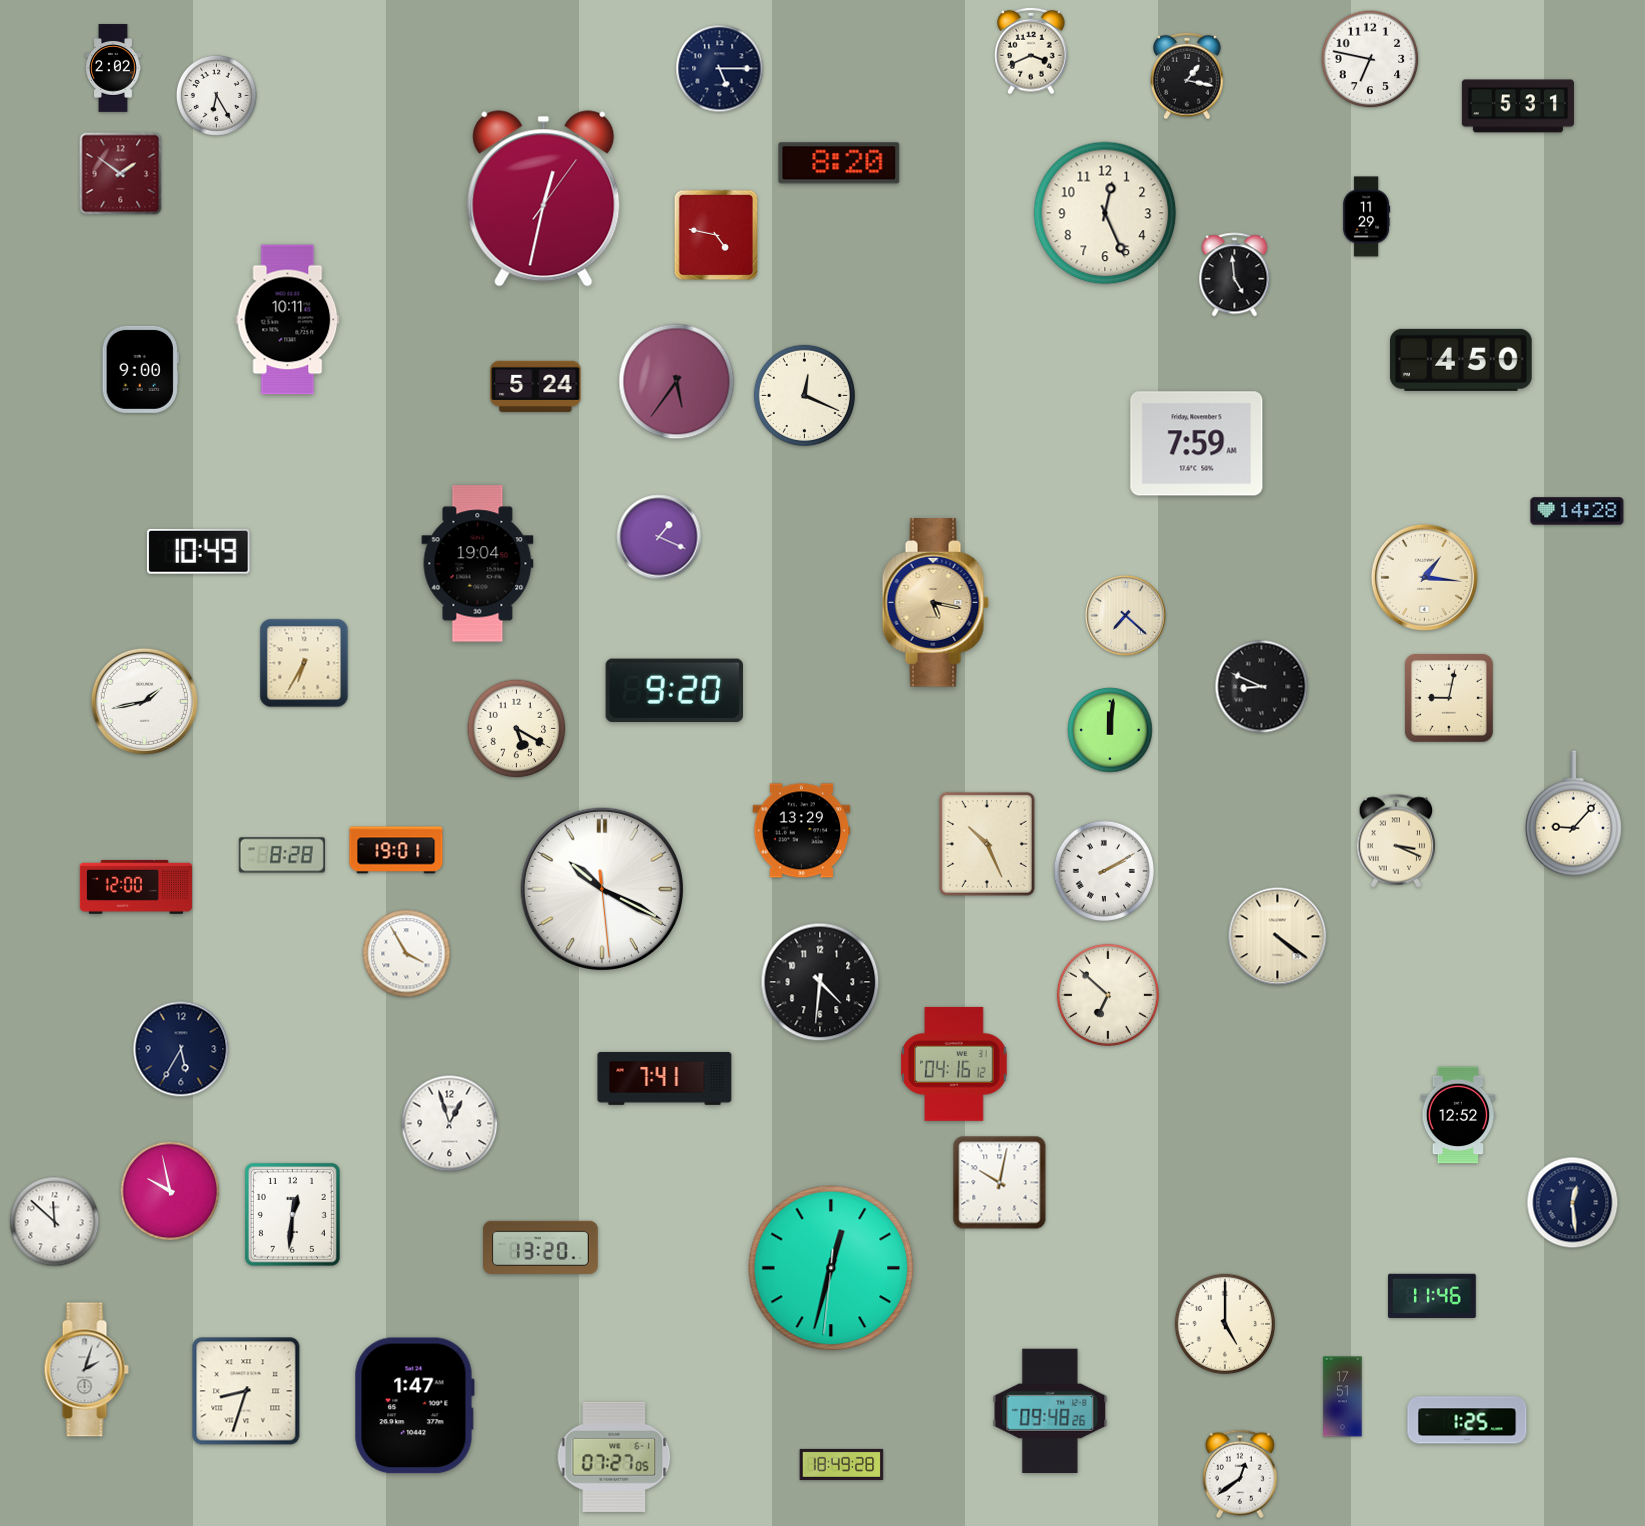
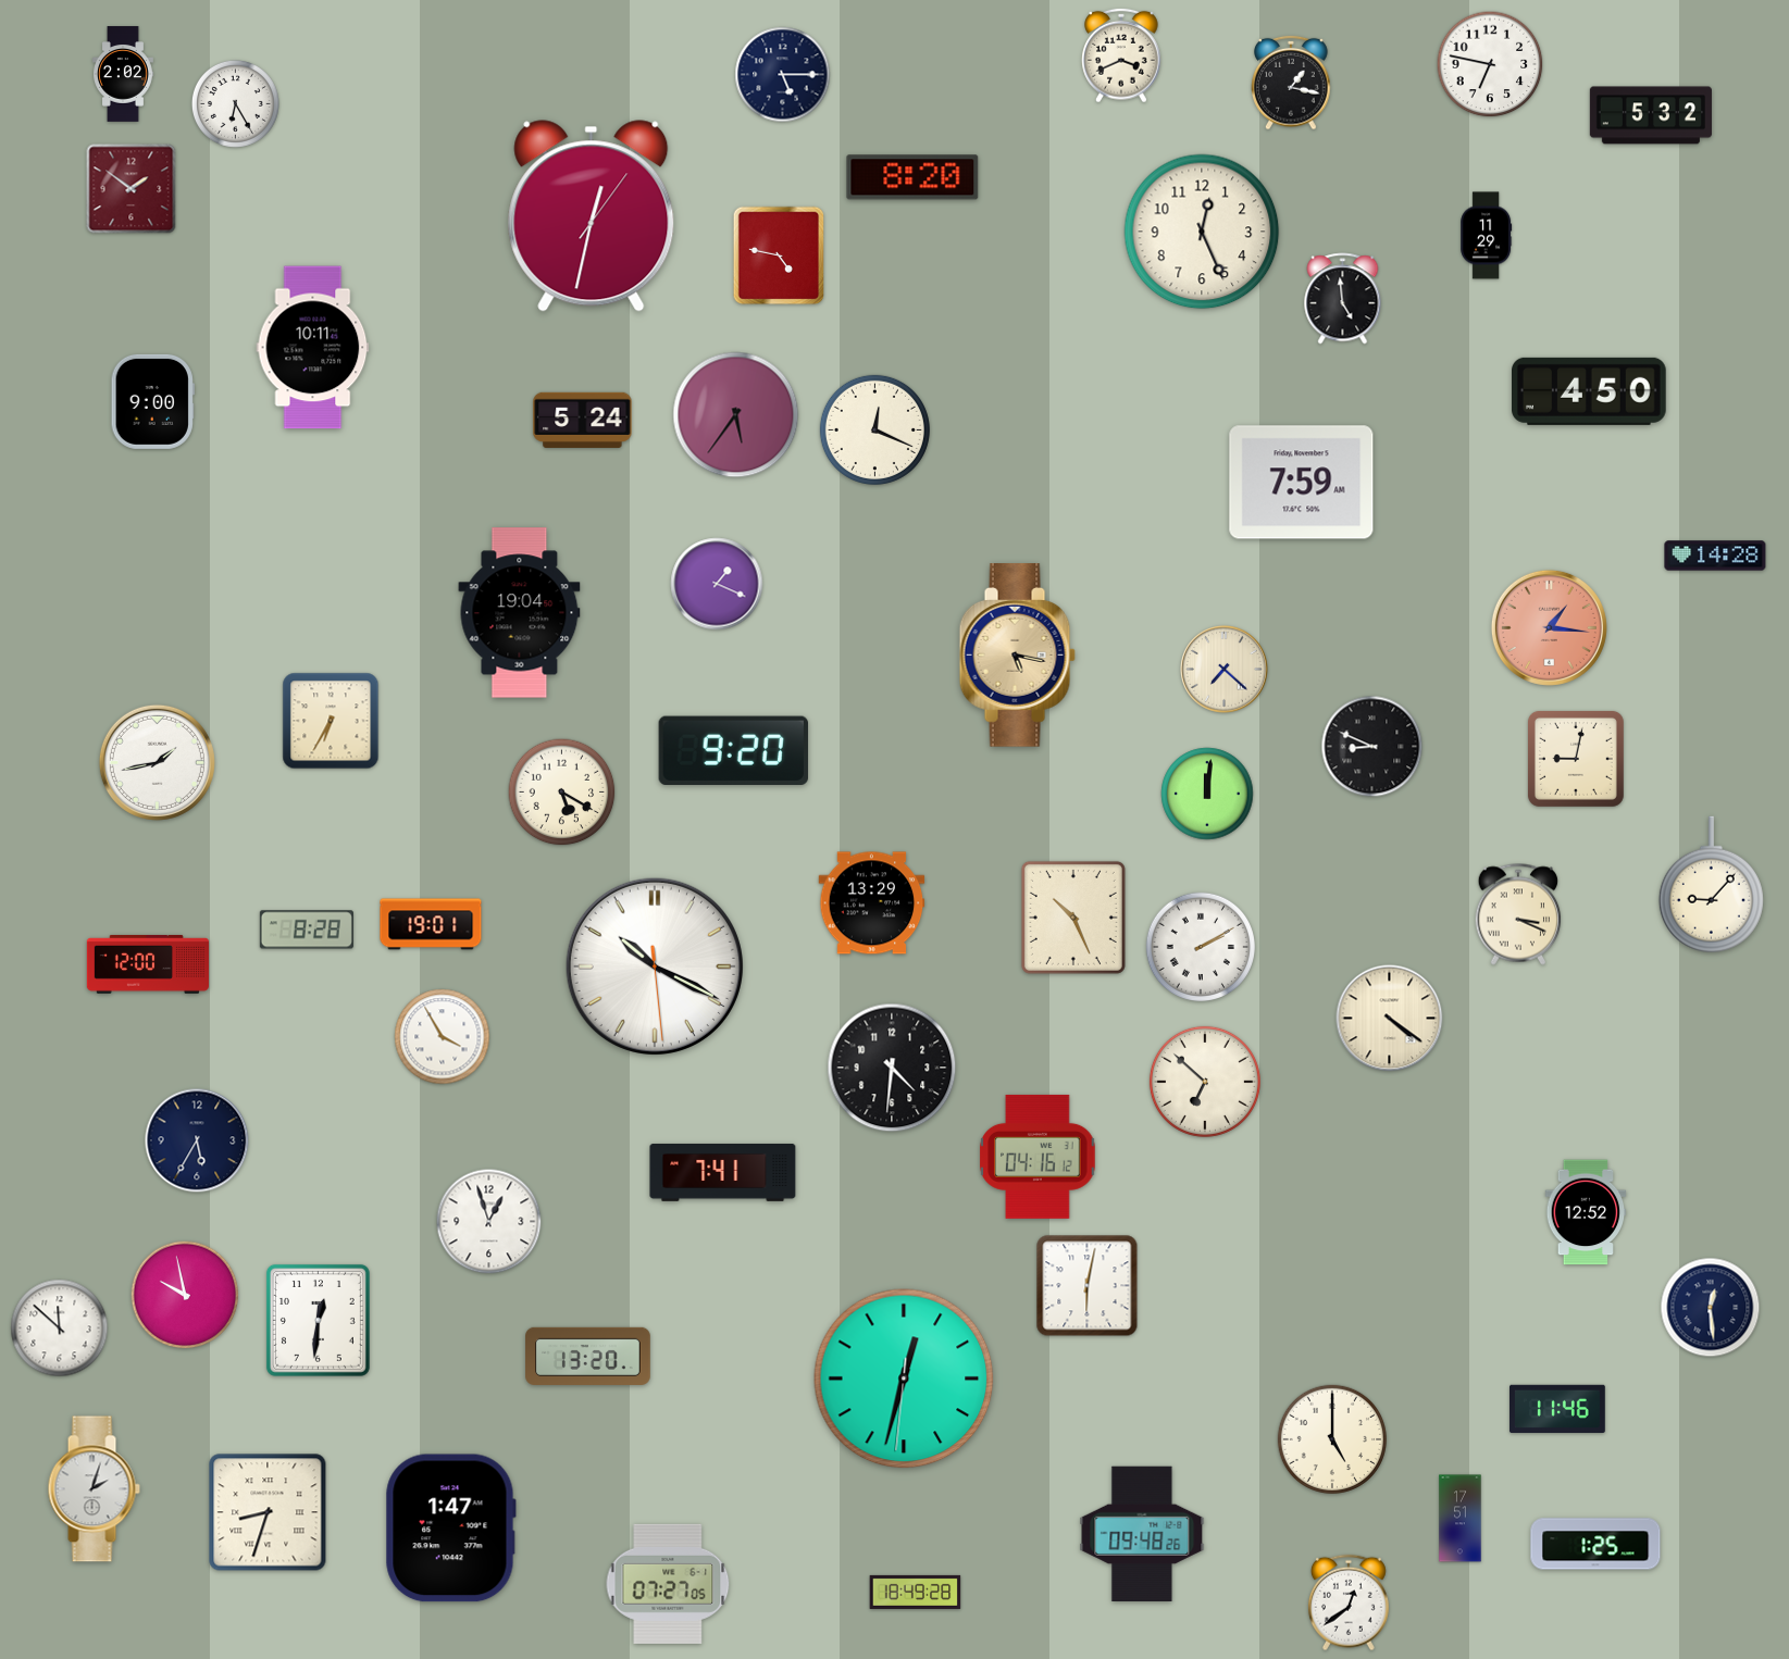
clock at (1518, 106): 5:31 -> 5:32
clock at (199, 551): 10:49 -> none
clock at (1424, 577) dial: cream -> salmon
clock at (1000, 1183): 10:02 -> 6:02
